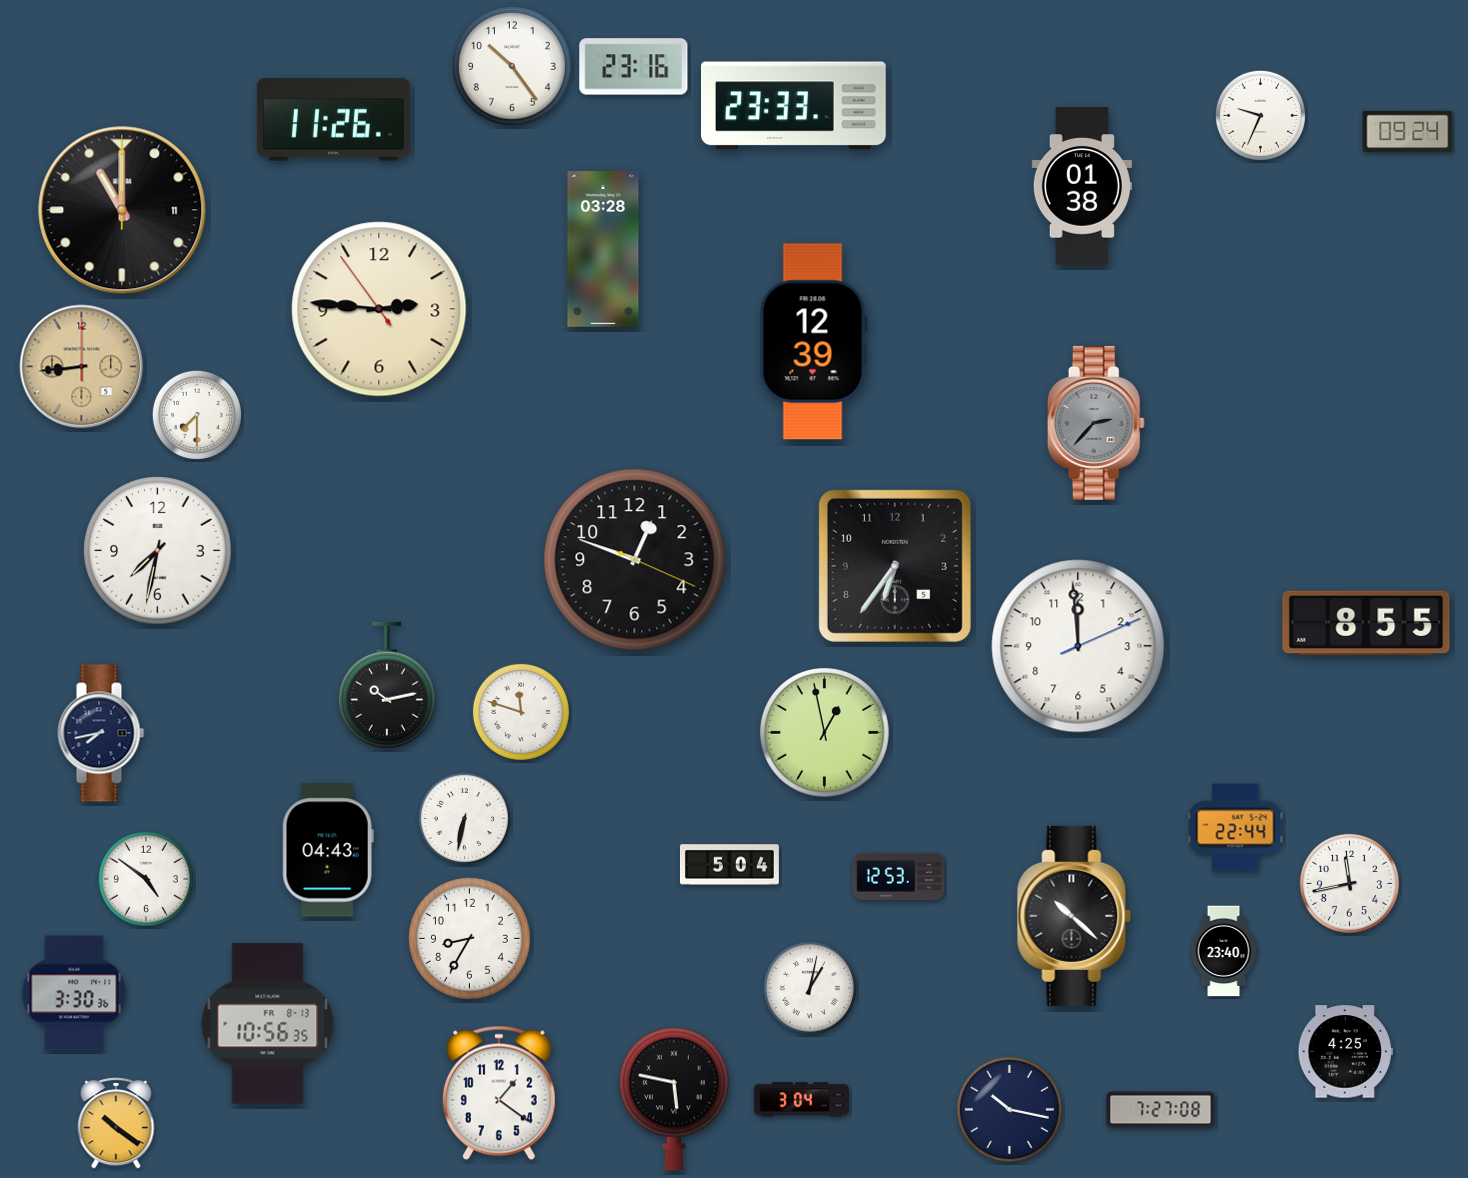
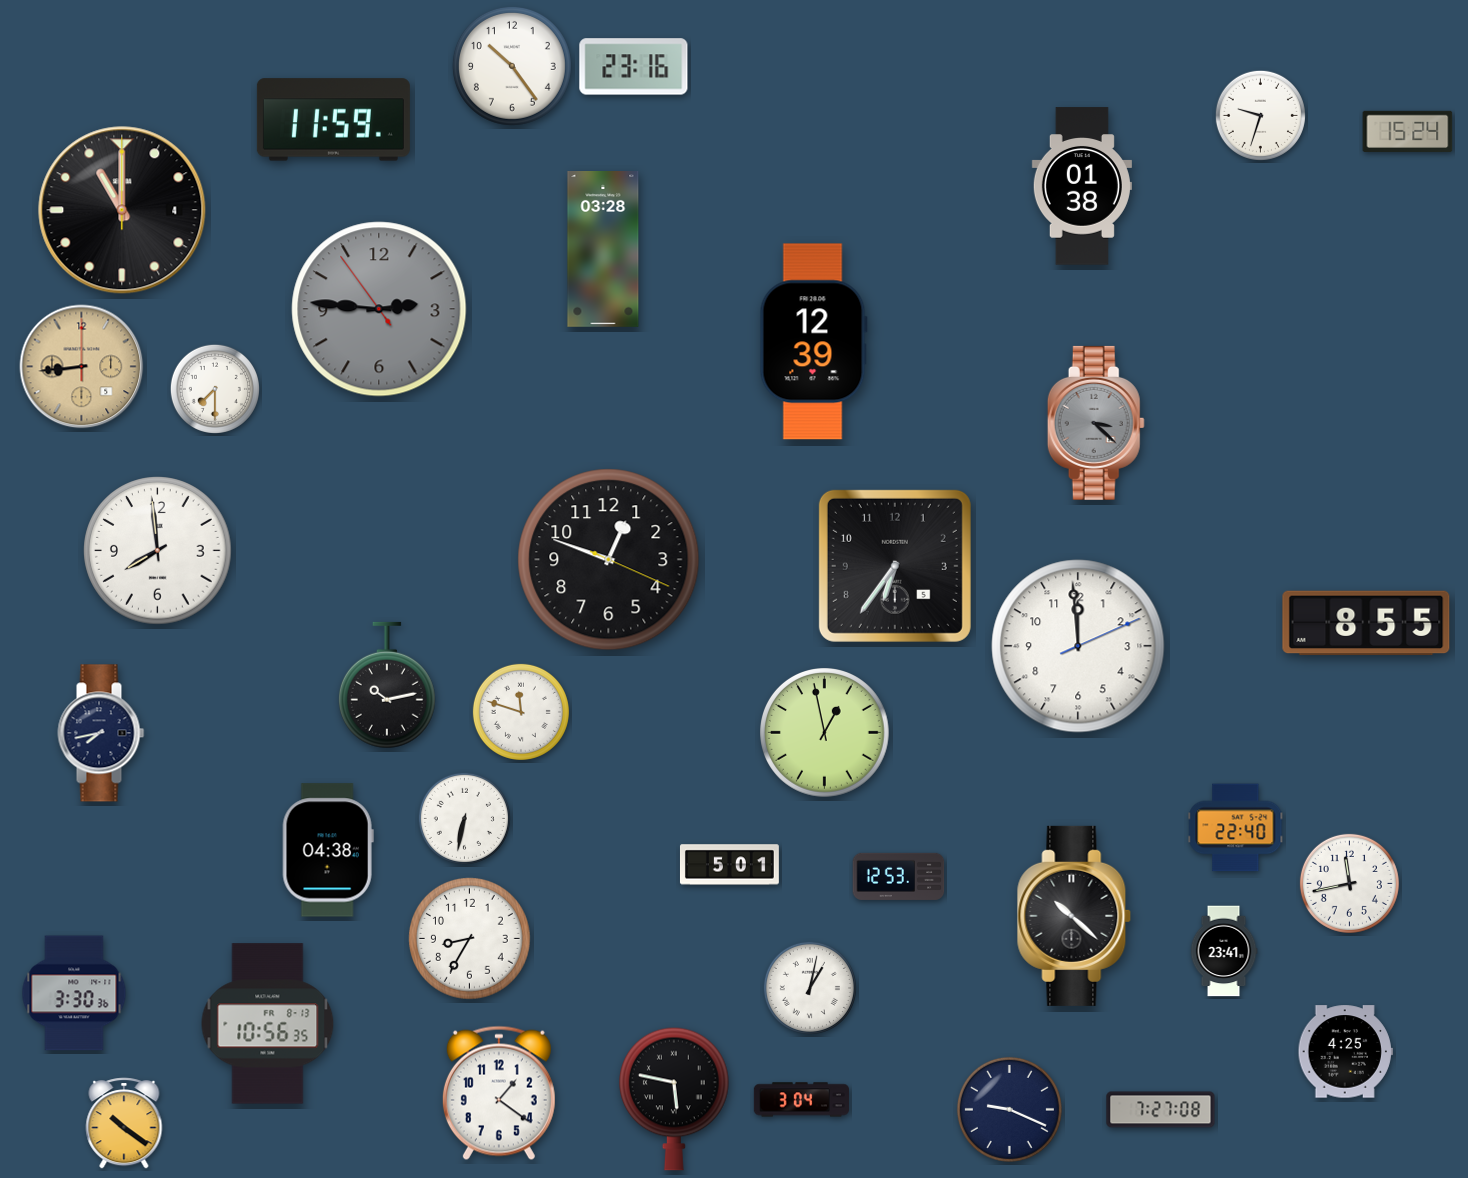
clock at (794, 106): 23:33 -> none
clock at (1260, 115): 9:34 -> 9:33
clock at (333, 120): 11:26 -> 11:59
clock at (1408, 131): 09:24 -> 15:24
clock at (122, 210) date: 11 -> 4
clock at (379, 309) dial: cream -> grey
clock at (197, 415) position: (197, 415) -> (215, 389)
clock at (1096, 423): 2:37 -> 3:22
clock at (158, 551): 7:32 -> 7:59
clock at (635, 560) position: (635, 560) -> (609, 560)
clock at (1236, 828): 22:44 -> 22:40
clock at (328, 850): 04:43 -> 04:38
clock at (729, 865): 5:04 -> 5:01
clock at (146, 879): 4:51 -> none
clock at (1224, 951): 23:40 -> 23:41
clock at (1009, 1109): 10:17 -> 9:19
clock at (116, 1123) position: (116, 1123) -> (124, 1123)
